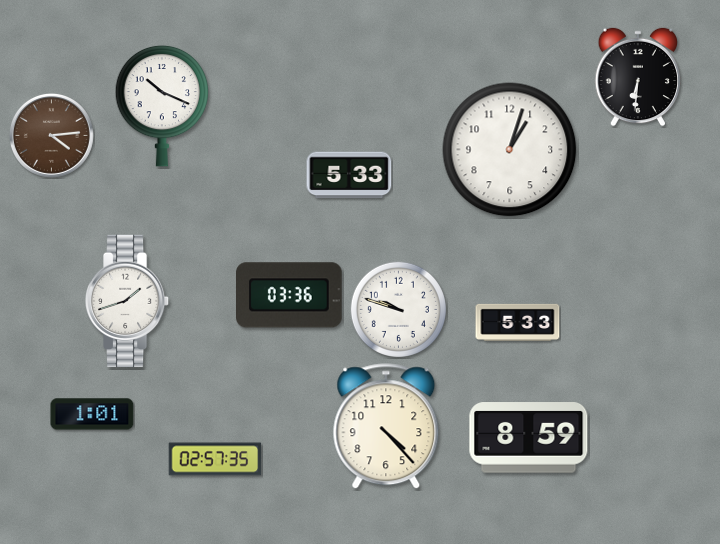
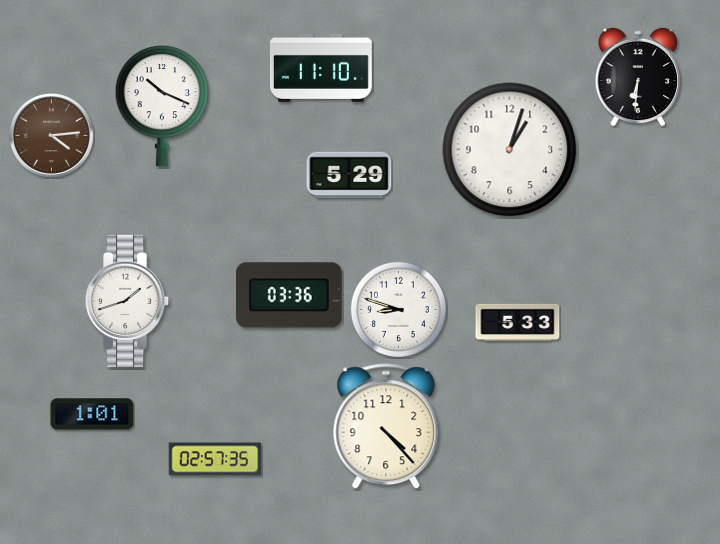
clock at (321, 68): none -> 11:10
clock at (349, 175): 5:33 -> 5:29
clock at (398, 309): 9:48 -> 8:48
clock at (529, 438): 8:59 -> none
